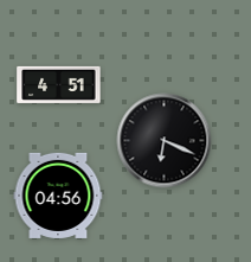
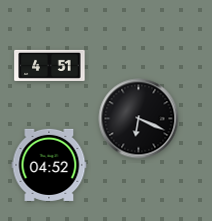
clock at (59, 84) position: (59, 84) -> (50, 65)
clock at (58, 196): 04:56 -> 04:52
